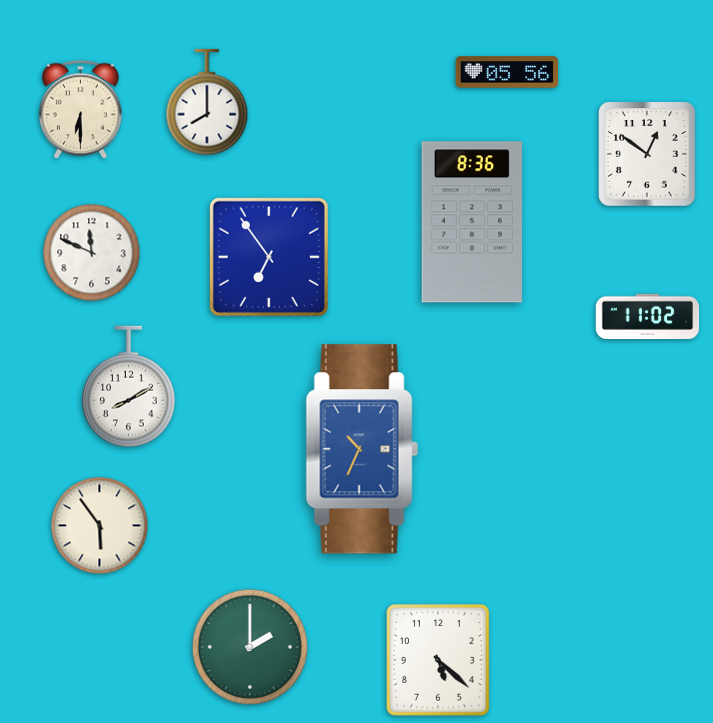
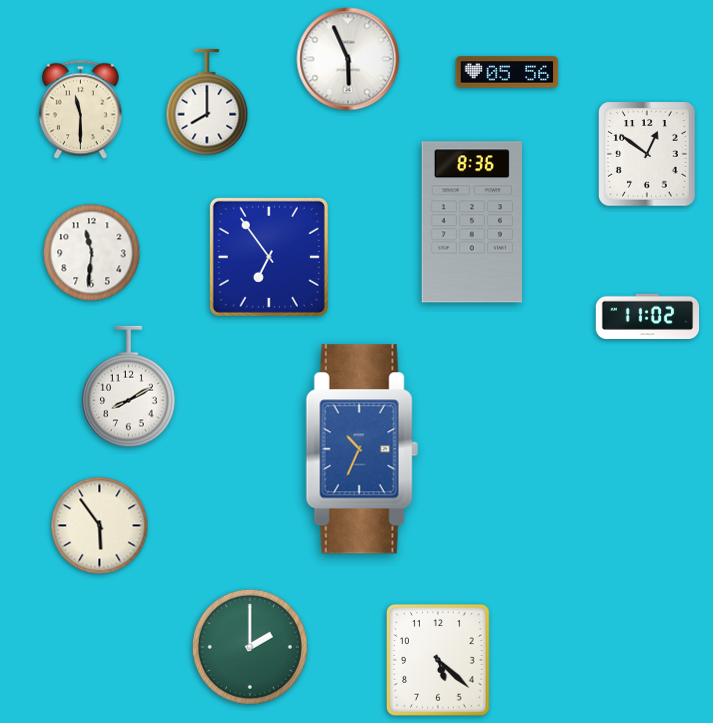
clock at (348, 59): none -> 5:56
clock at (80, 110): 6:30 -> 11:30
clock at (92, 253): 11:49 -> 11:31
